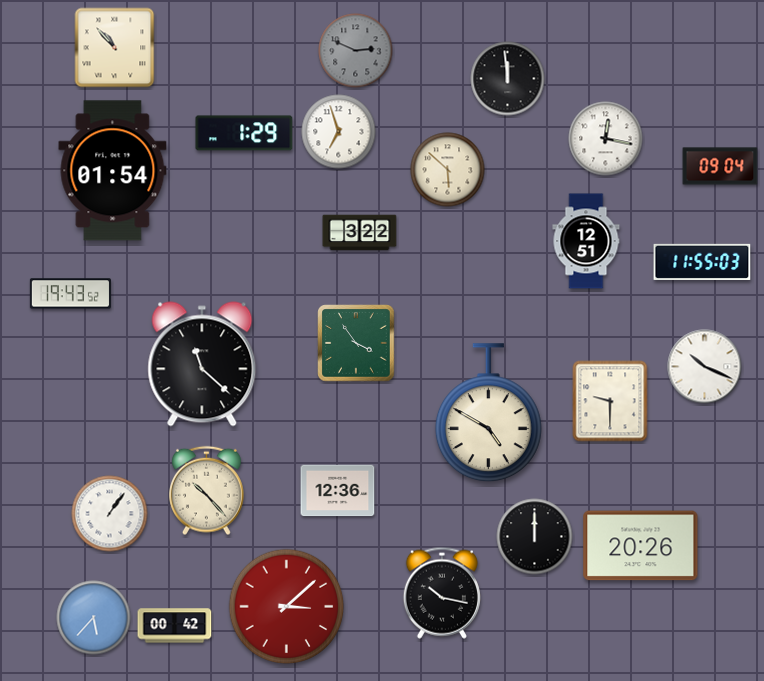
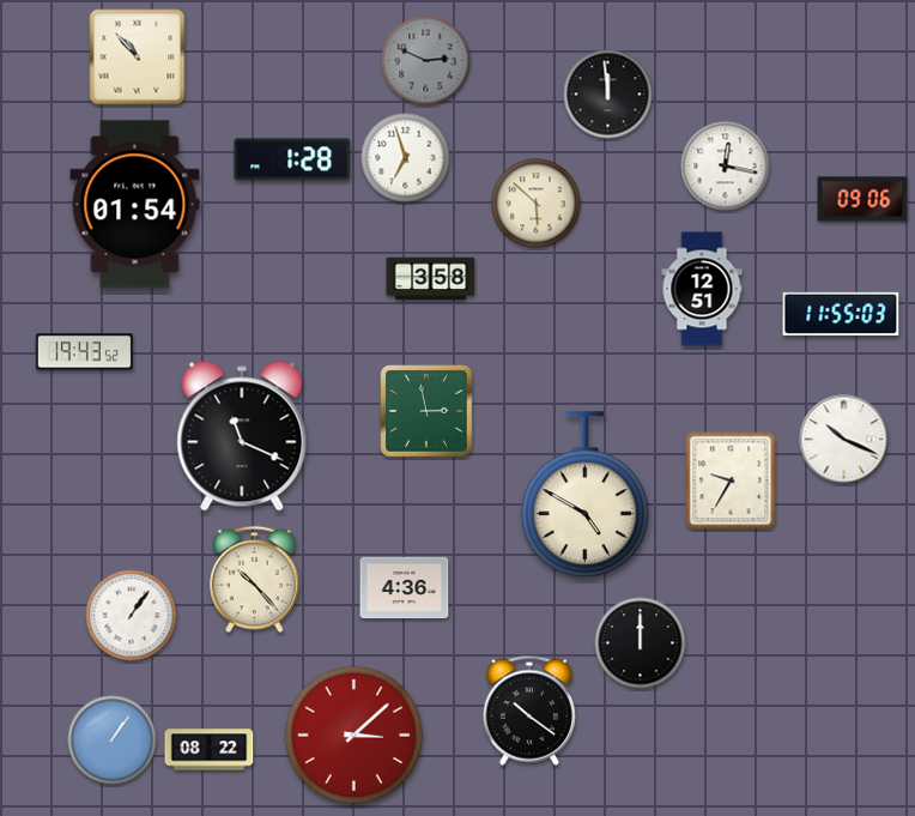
clock at (244, 133): 1:29 -> 1:28
clock at (720, 166): 09:04 -> 09:06
clock at (360, 233): 3:22 -> 3:58
clock at (356, 343): 3:54 -> 2:58
clock at (202, 364): 11:22 -> 11:19
clock at (610, 401): 9:30 -> 9:35
clock at (207, 491) position: (207, 491) -> (255, 580)
clock at (338, 491): 12:36 -> 4:36
clock at (641, 546): 20:26 -> none
clock at (442, 593): 10:17 -> 10:21
clock at (287, 607) position: (287, 607) -> (355, 736)
clock at (94, 618): 5:37 -> 1:06
clock at (175, 626): 00:42 -> 08:22
